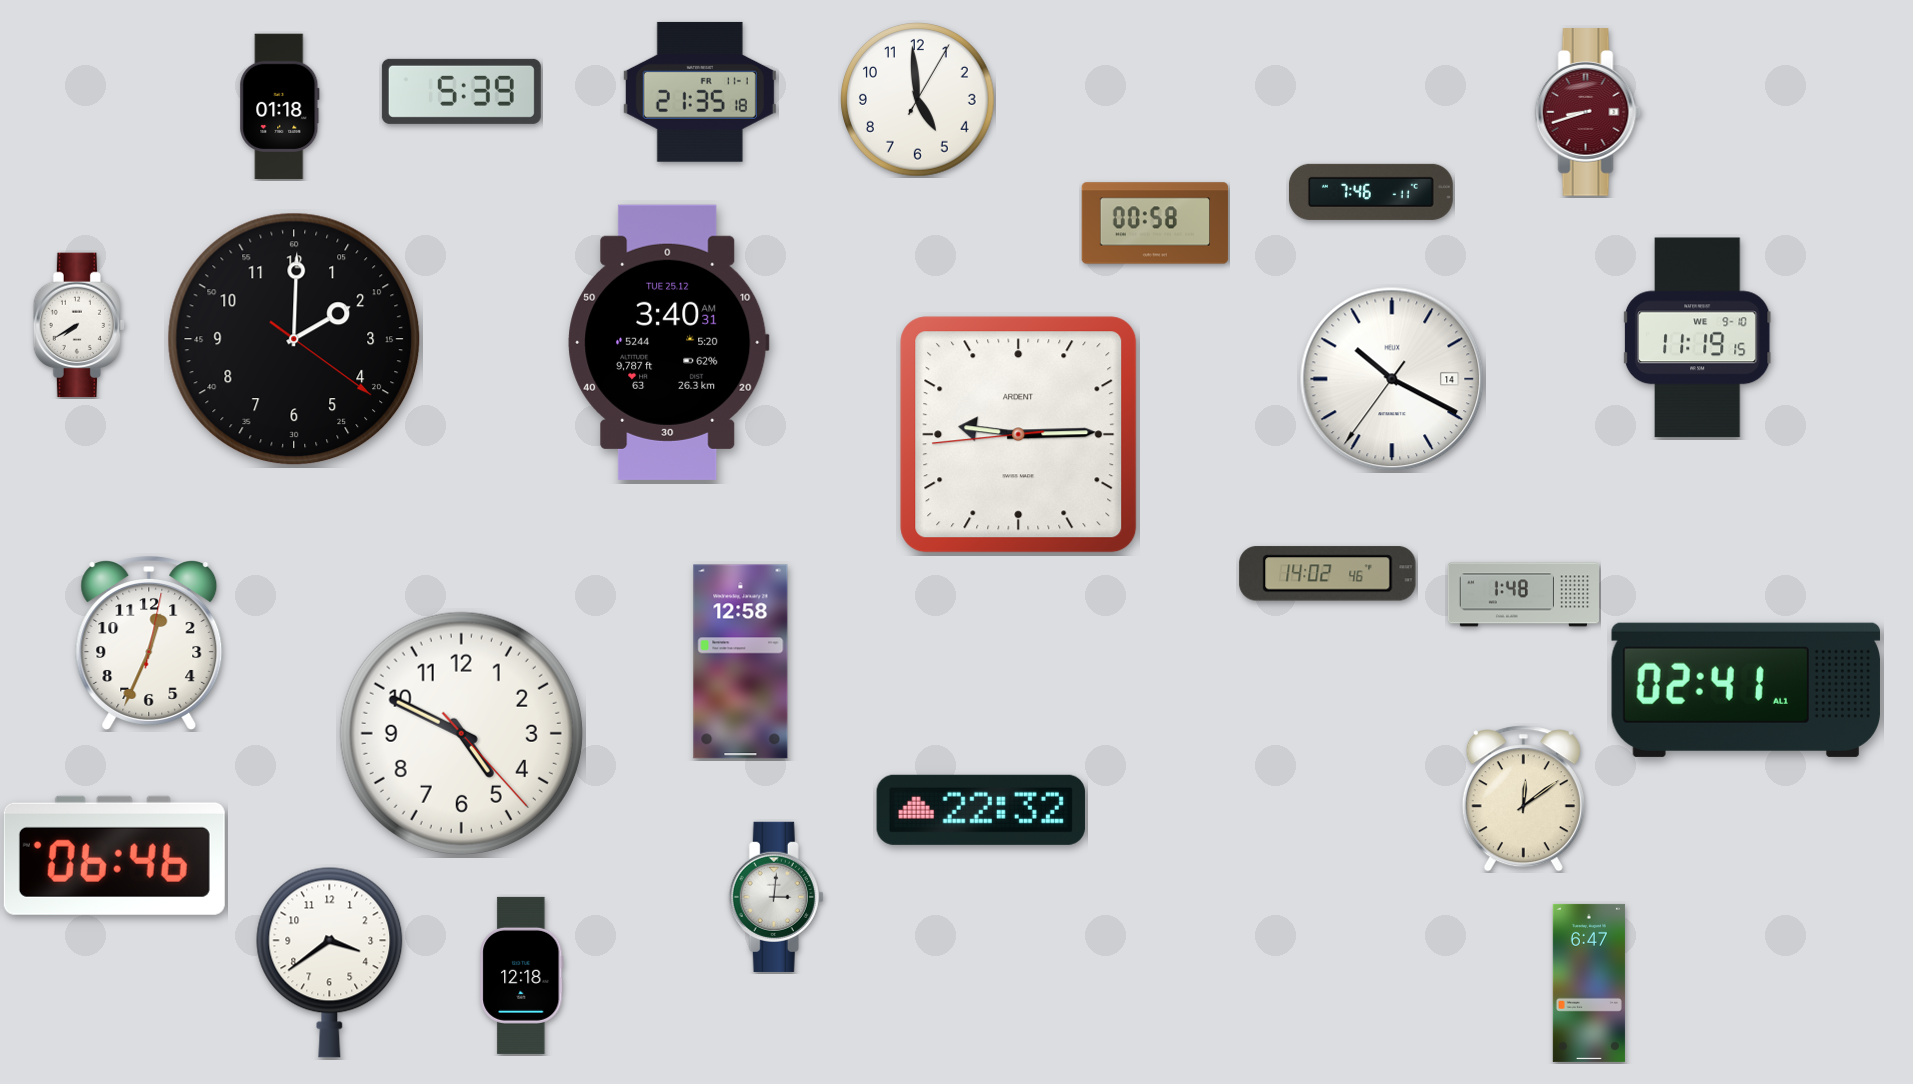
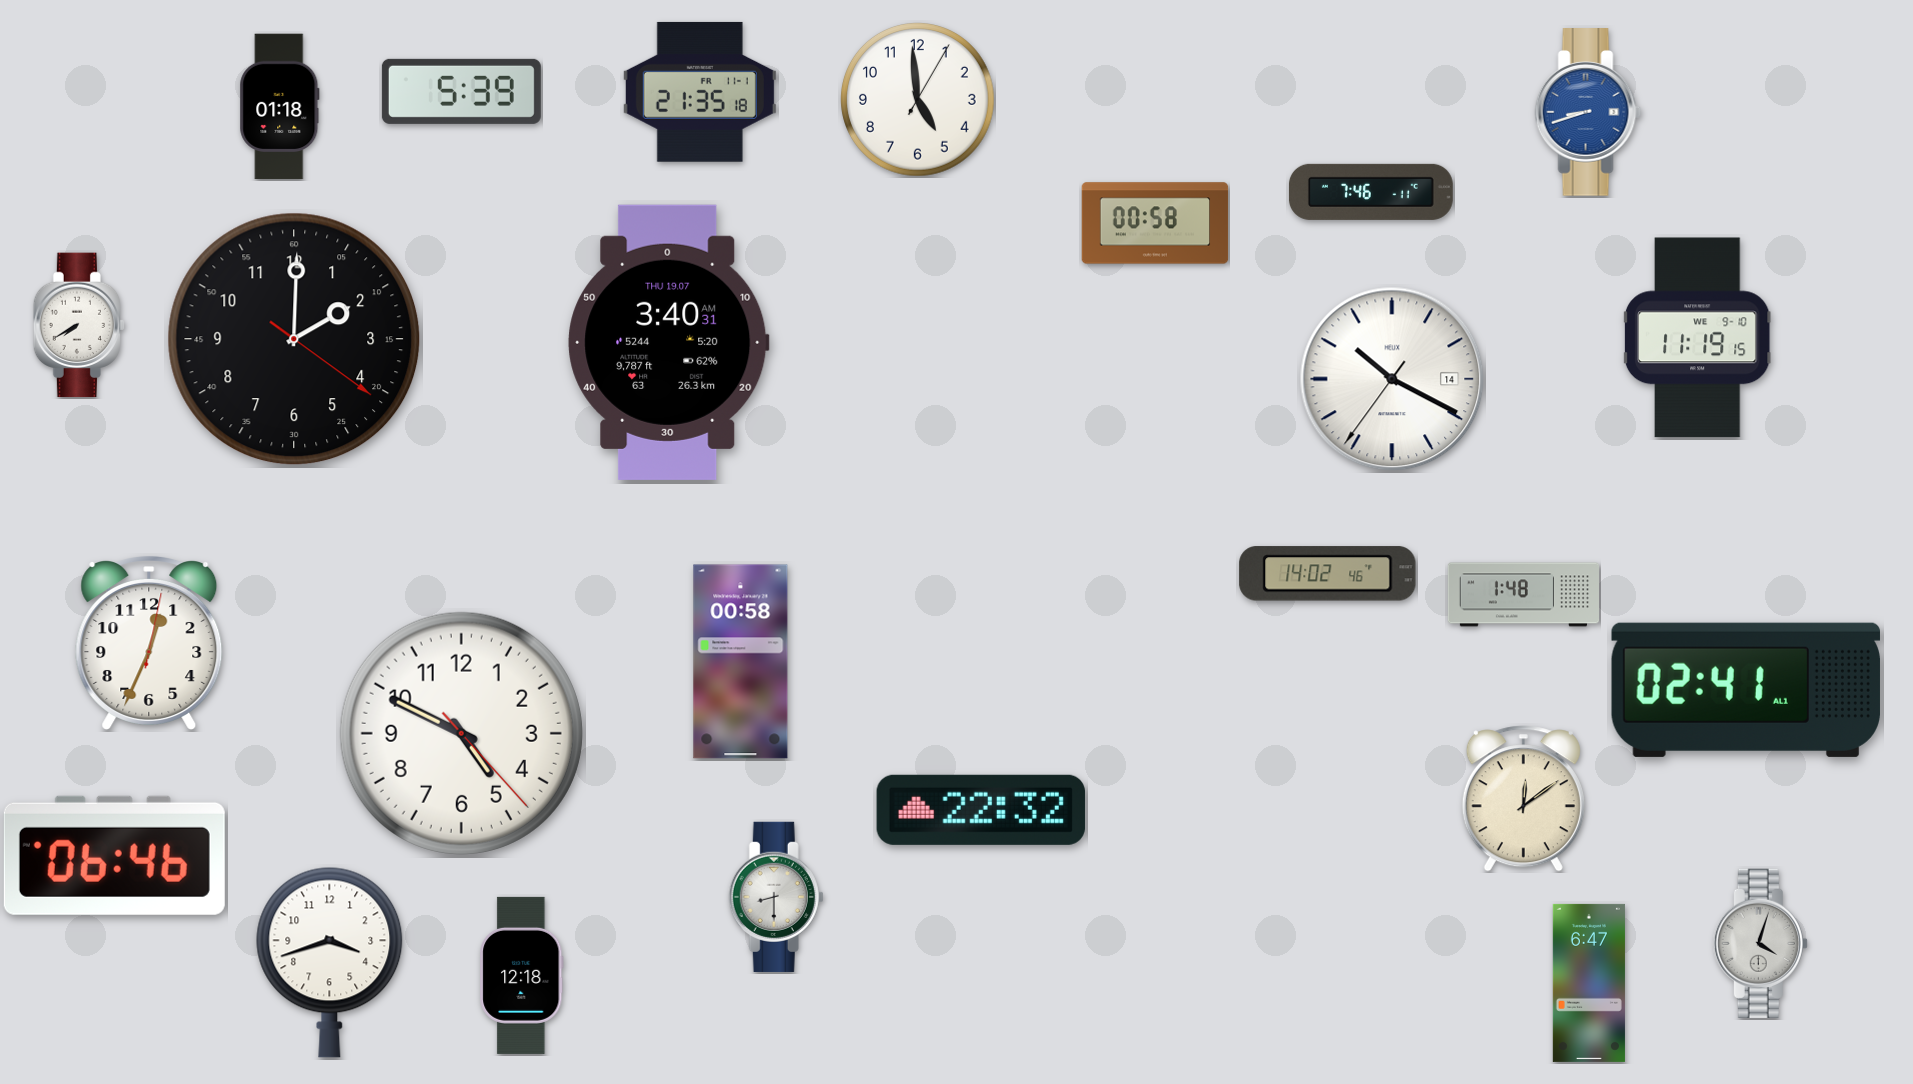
clock at (1588, 113) dial: burgundy -> blue
clock at (669, 342) date: TUE 25.12 -> THU 19.07
clock at (1019, 435): 9:14 -> none
clock at (741, 662): 12:58 -> 00:58
clock at (776, 897): 3:01 -> 8:30
clock at (1760, 943): none -> 4:03
clock at (330, 962): 3:39 -> 3:42
